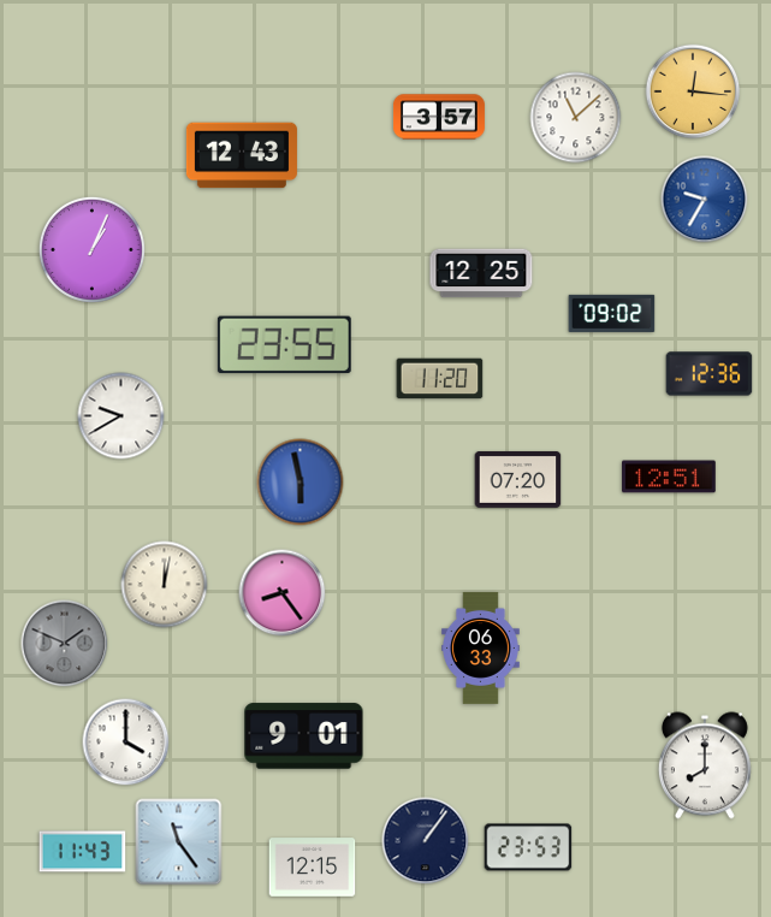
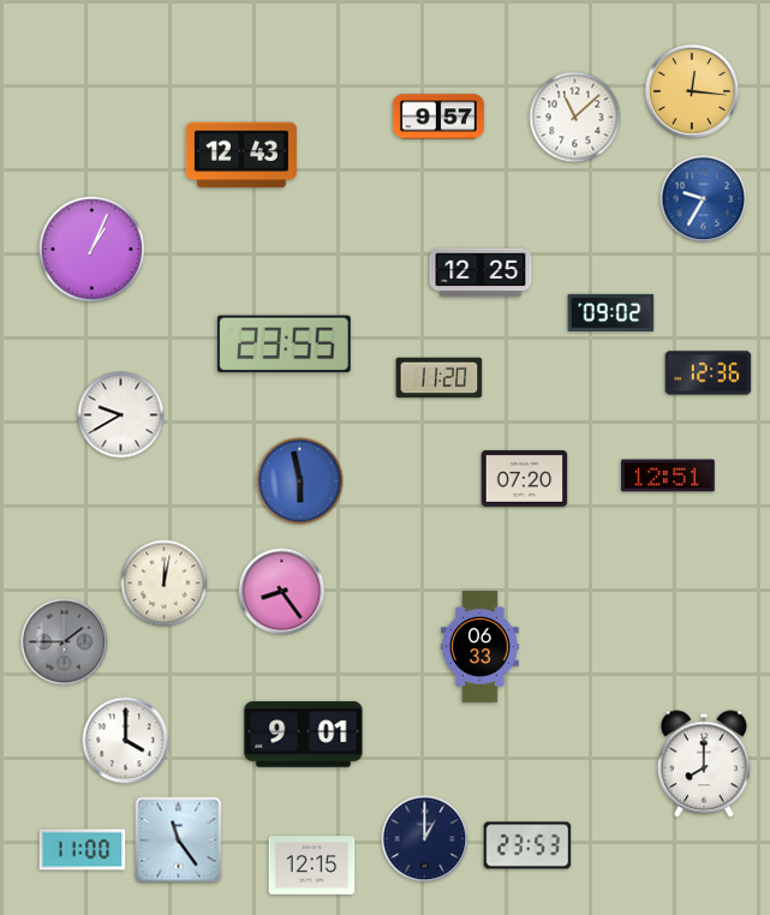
clock at (439, 117): 3:57 -> 9:57
clock at (518, 479) position: (518, 479) -> (525, 478)
clock at (65, 644): 1:49 -> 1:45
clock at (426, 841): 1:06 -> 1:00
clock at (83, 852): 11:43 -> 11:00
